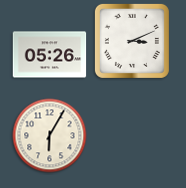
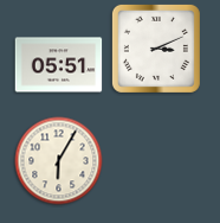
clock at (50, 55): 05:26 -> 05:51
